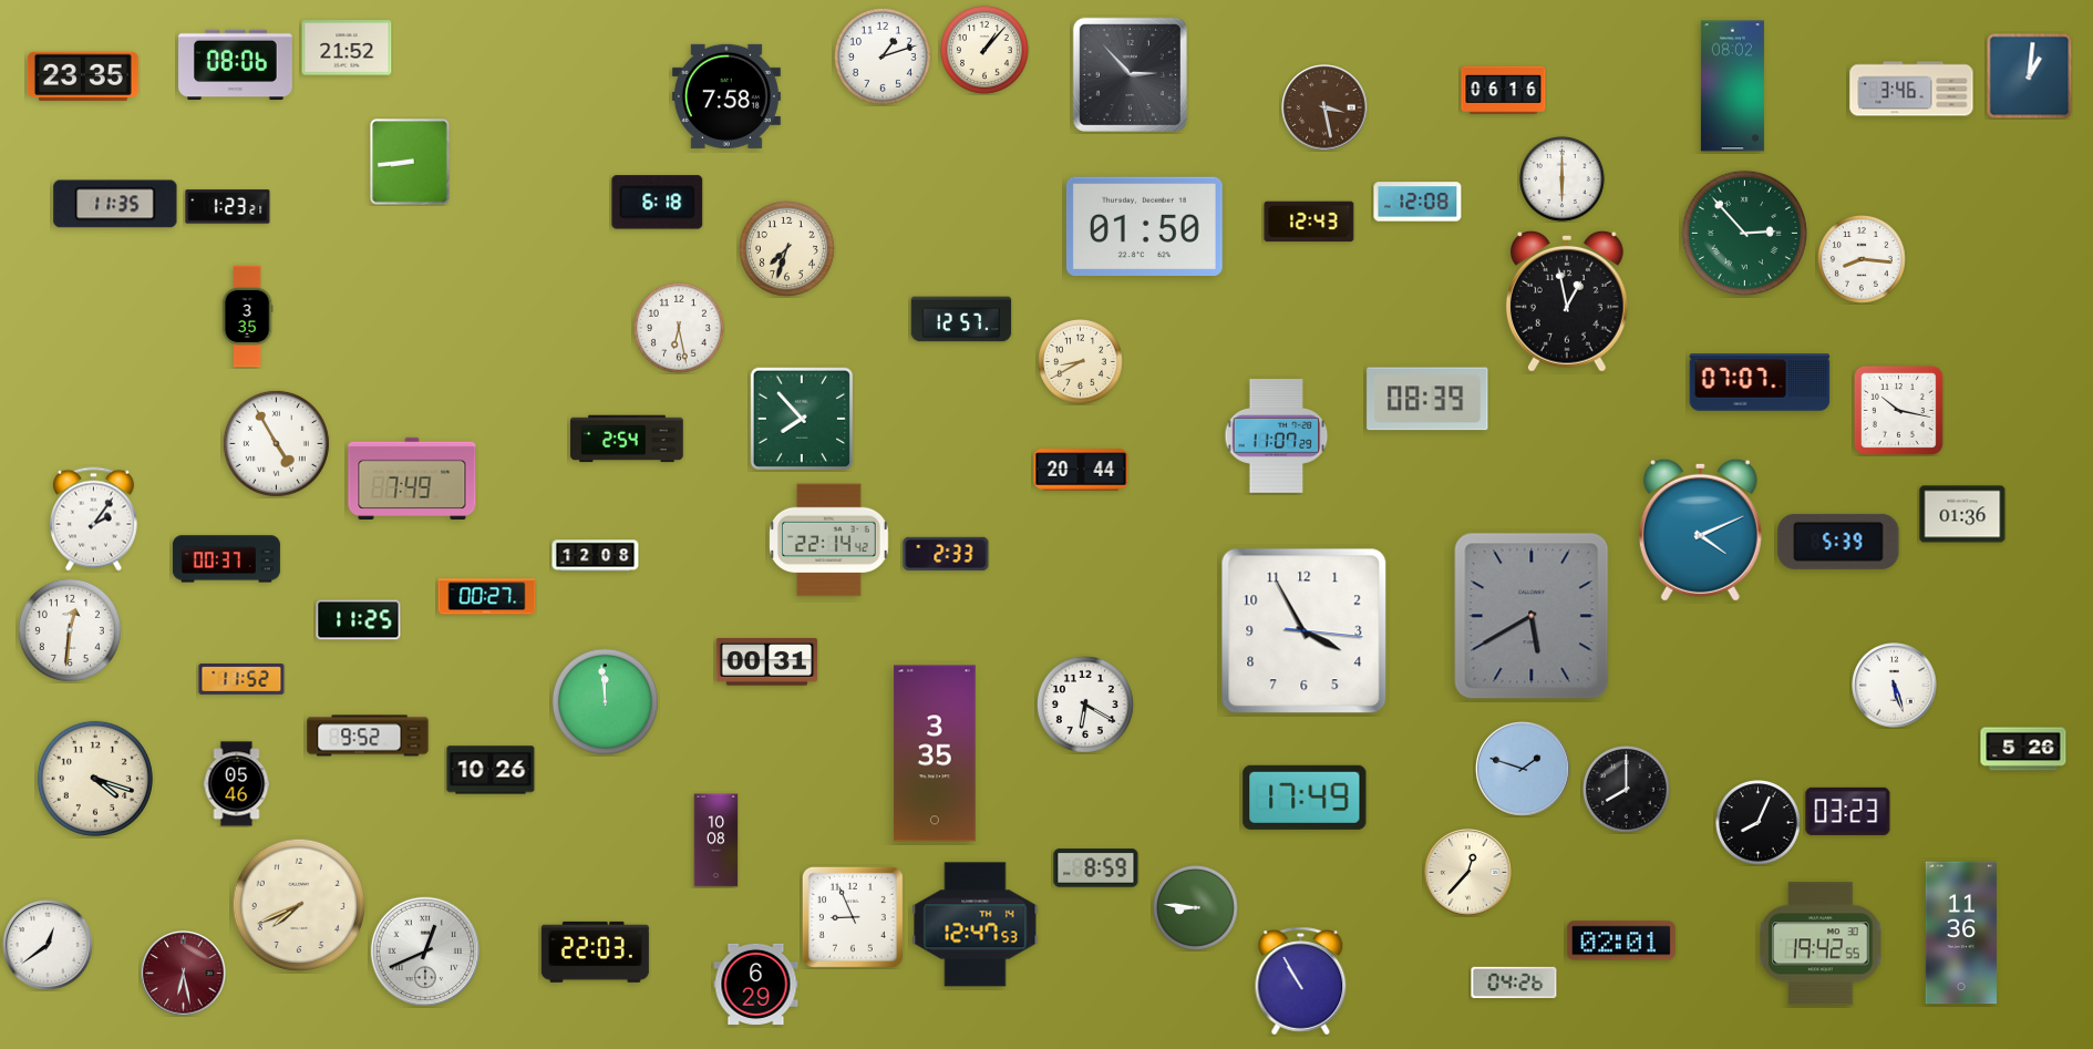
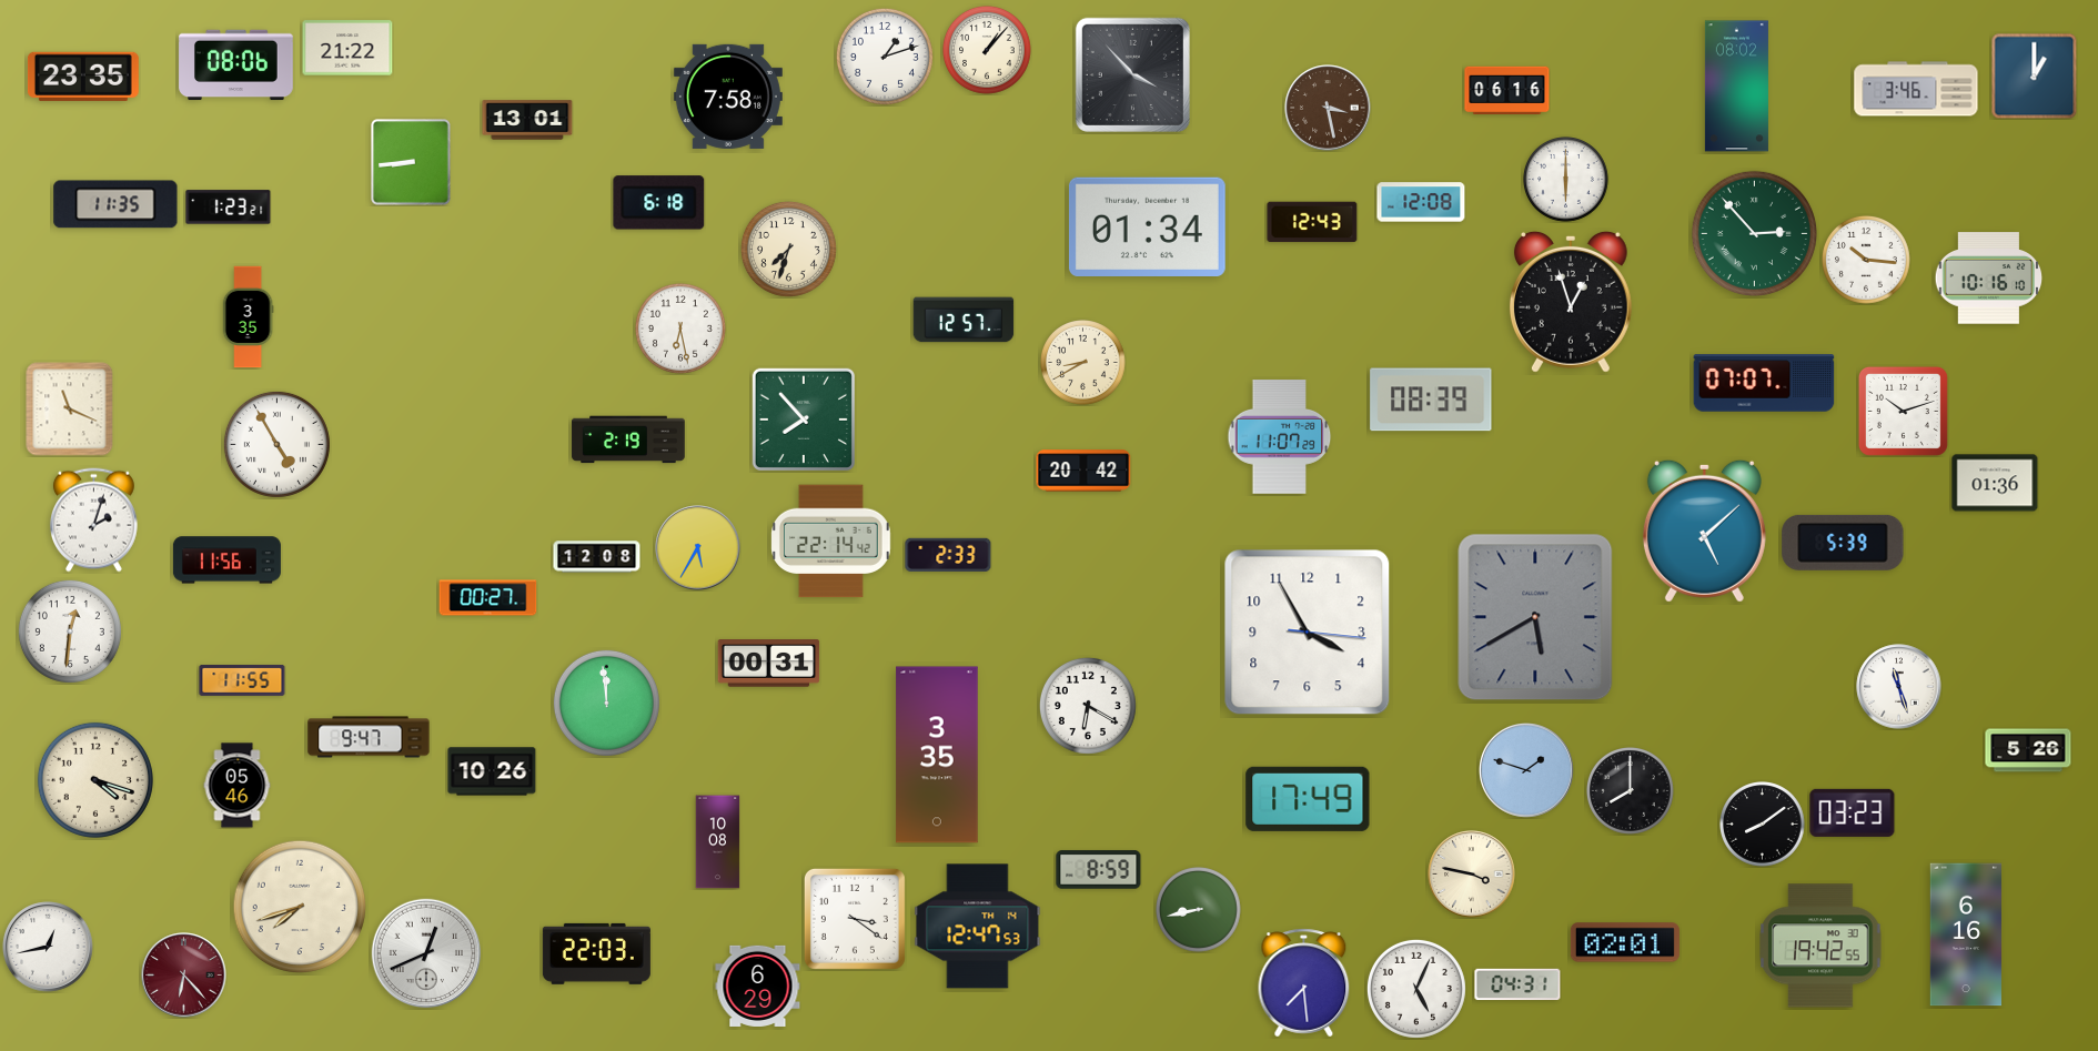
clock at (347, 48): 21:52 -> 21:22
clock at (1130, 74): 2:53 -> 3:53
clock at (2029, 75): 1:01 -> 1:00
clock at (527, 120): none -> 13:01
clock at (1144, 226): 01:50 -> 01:34
clock at (1744, 233) position: (1744, 233) -> (1754, 233)
clock at (1863, 260): 8:16 -> 10:16
clock at (1989, 279): none -> 10:16
clock at (1567, 301): 12:58 -> 12:57
clock at (70, 410): none -> 11:19
clock at (1898, 410): 10:17 -> 10:12
clock at (627, 439): 2:54 -> 2:19
clock at (1081, 470): 20:44 -> 20:42
clock at (412, 477): 7:49 -> none
clock at (1962, 514) position: (1962, 514) -> (1995, 483)
clock at (93, 520): 2:06 -> 2:03
clock at (1700, 529): 4:11 -> 5:08
clock at (698, 548): none -> 5:35
clock at (226, 559): 00:37 -> 11:56
clock at (359, 620): 11:25 -> none
clock at (241, 680): 11:52 -> 11:55
clock at (1895, 686): 5:27 -> 11:27
clock at (368, 736): 9:52 -> 9:47
clock at (1759, 823): 8:04 -> 8:09
clock at (1468, 873): 12:37 -> 3:47
clock at (299, 905): 7:41 -> 7:42
clock at (1196, 908): 8:46 -> 8:43
clock at (853, 917): 8:56 -> 3:21
clock at (1960, 933): 11:36 -> 6:16
clock at (1821, 944) position: (1821, 944) -> (1820, 946)
clock at (48, 945): 12:39 -> 12:43
clock at (184, 974): 6:28 -> 6:23
clock at (1301, 981): 10:55 -> 7:29
clock at (1514, 983): 04:26 -> 04:31
clock at (1416, 989): none -> 5:04
